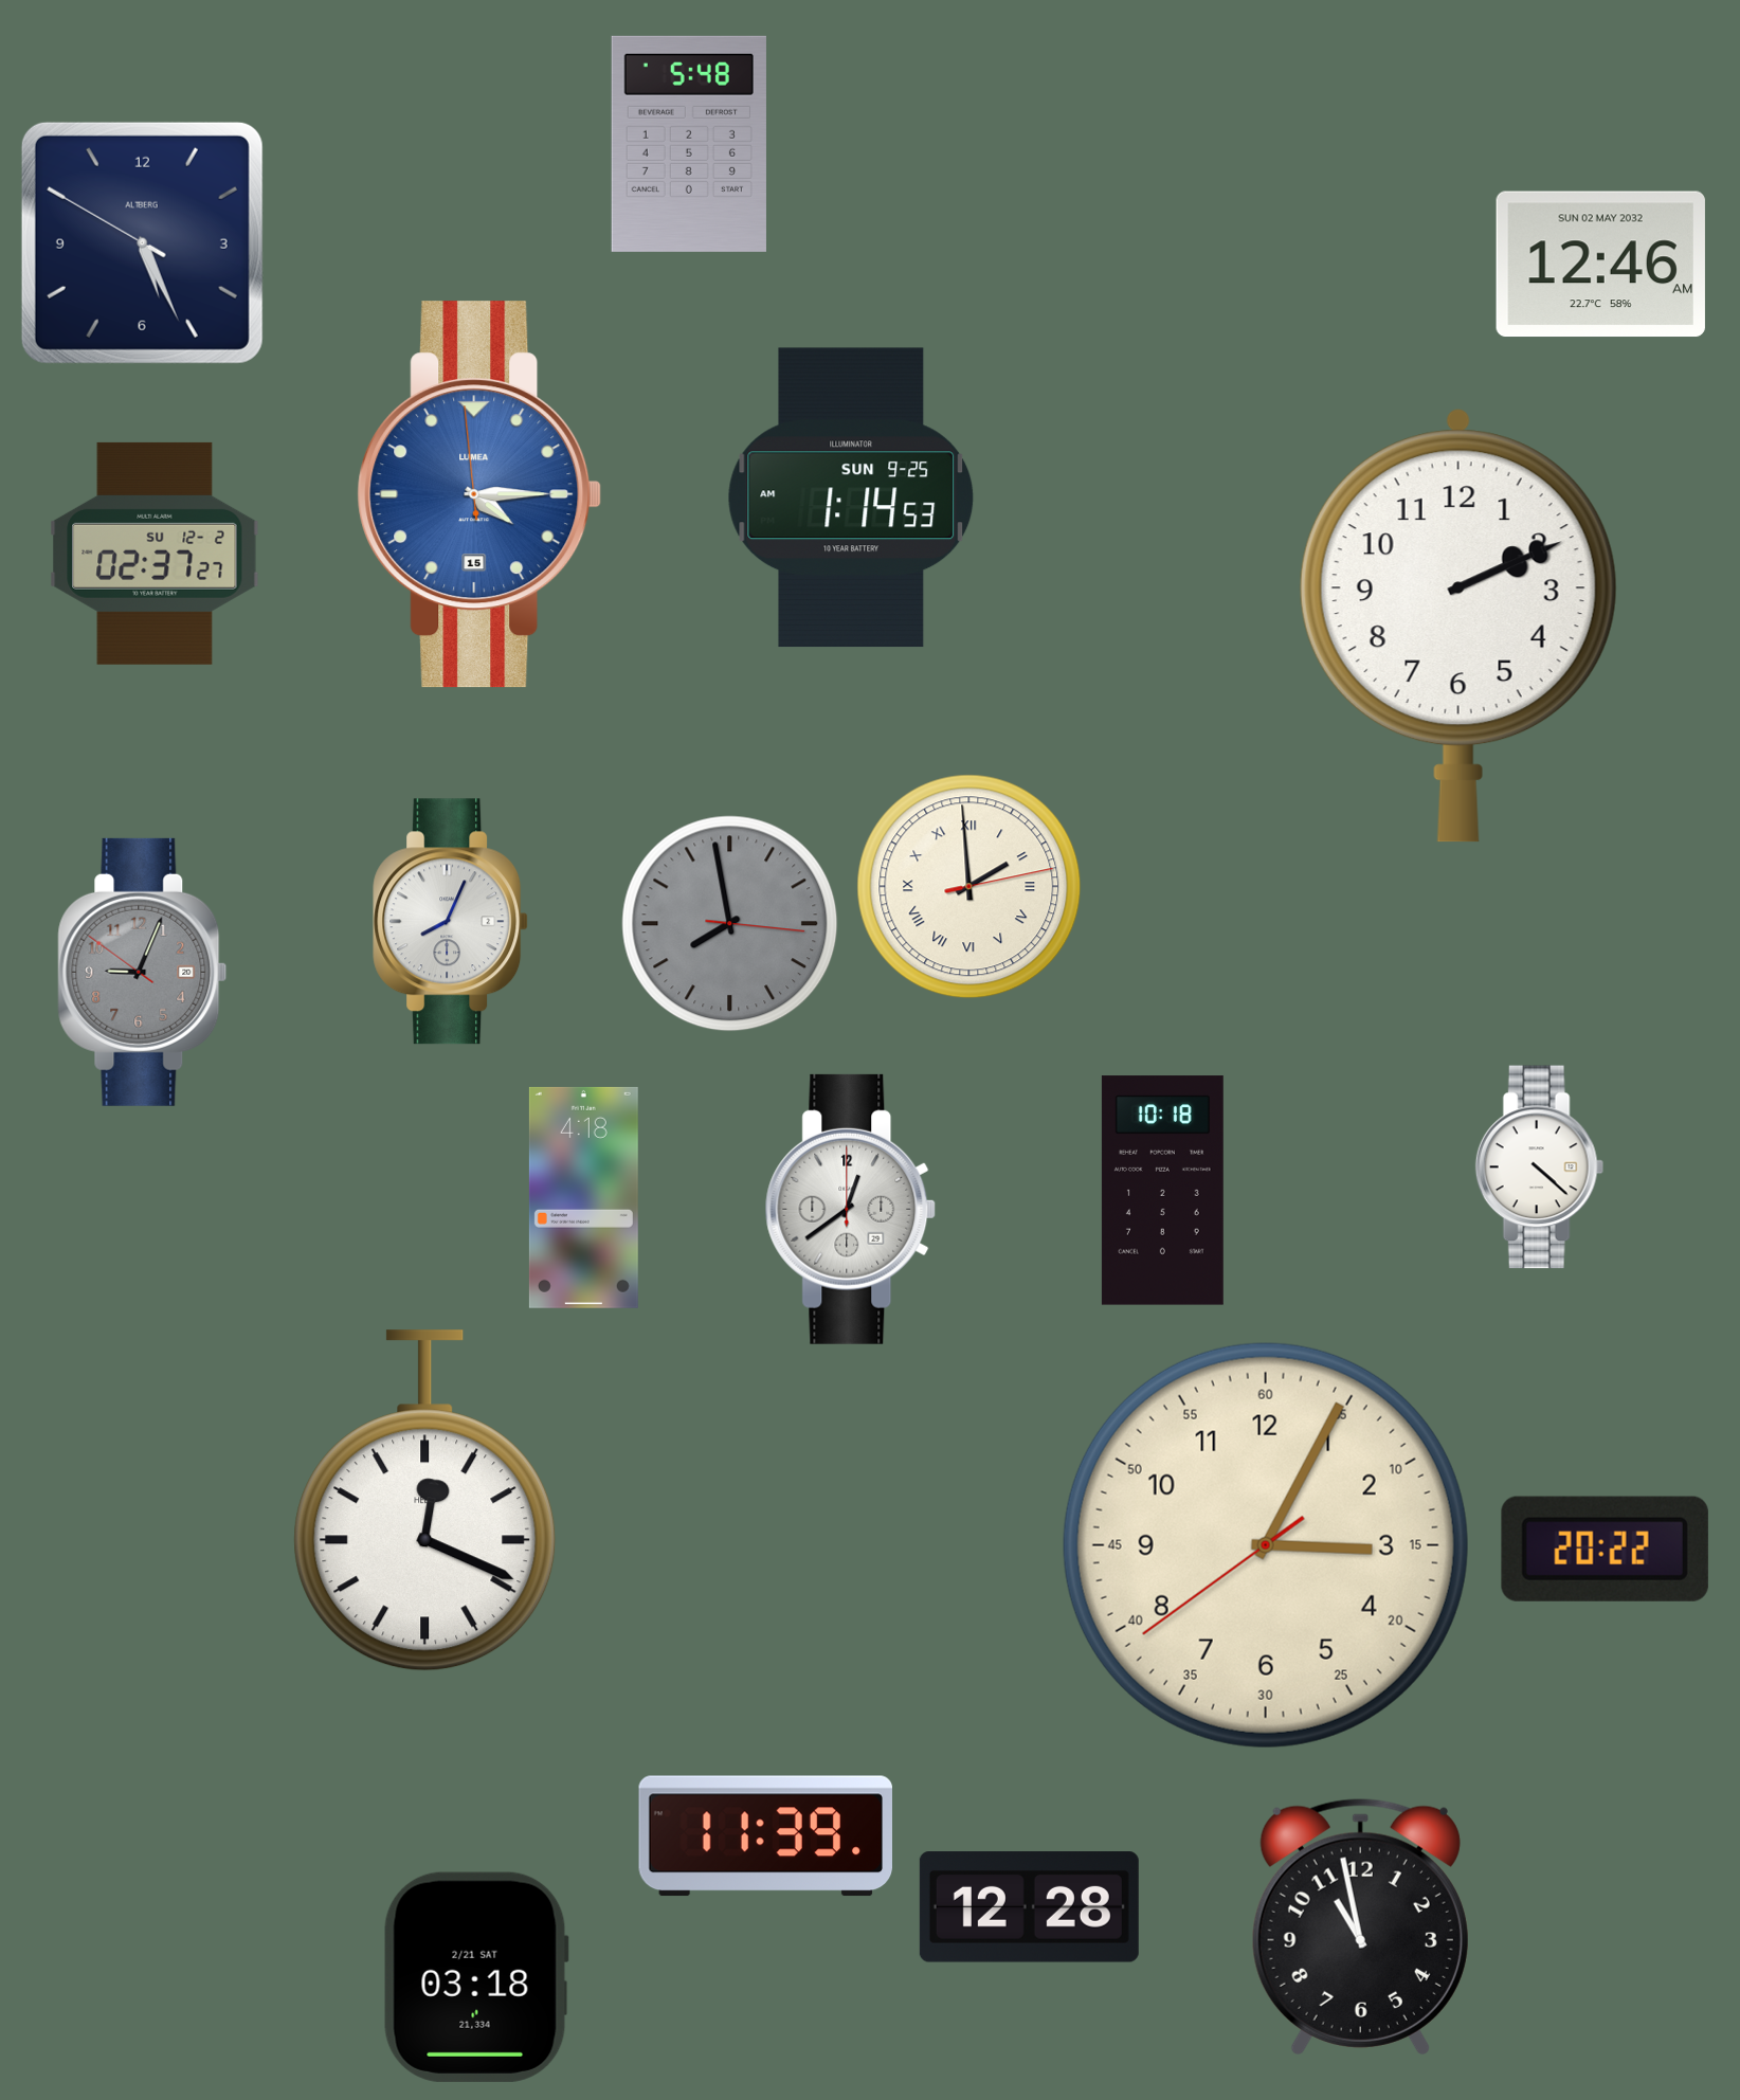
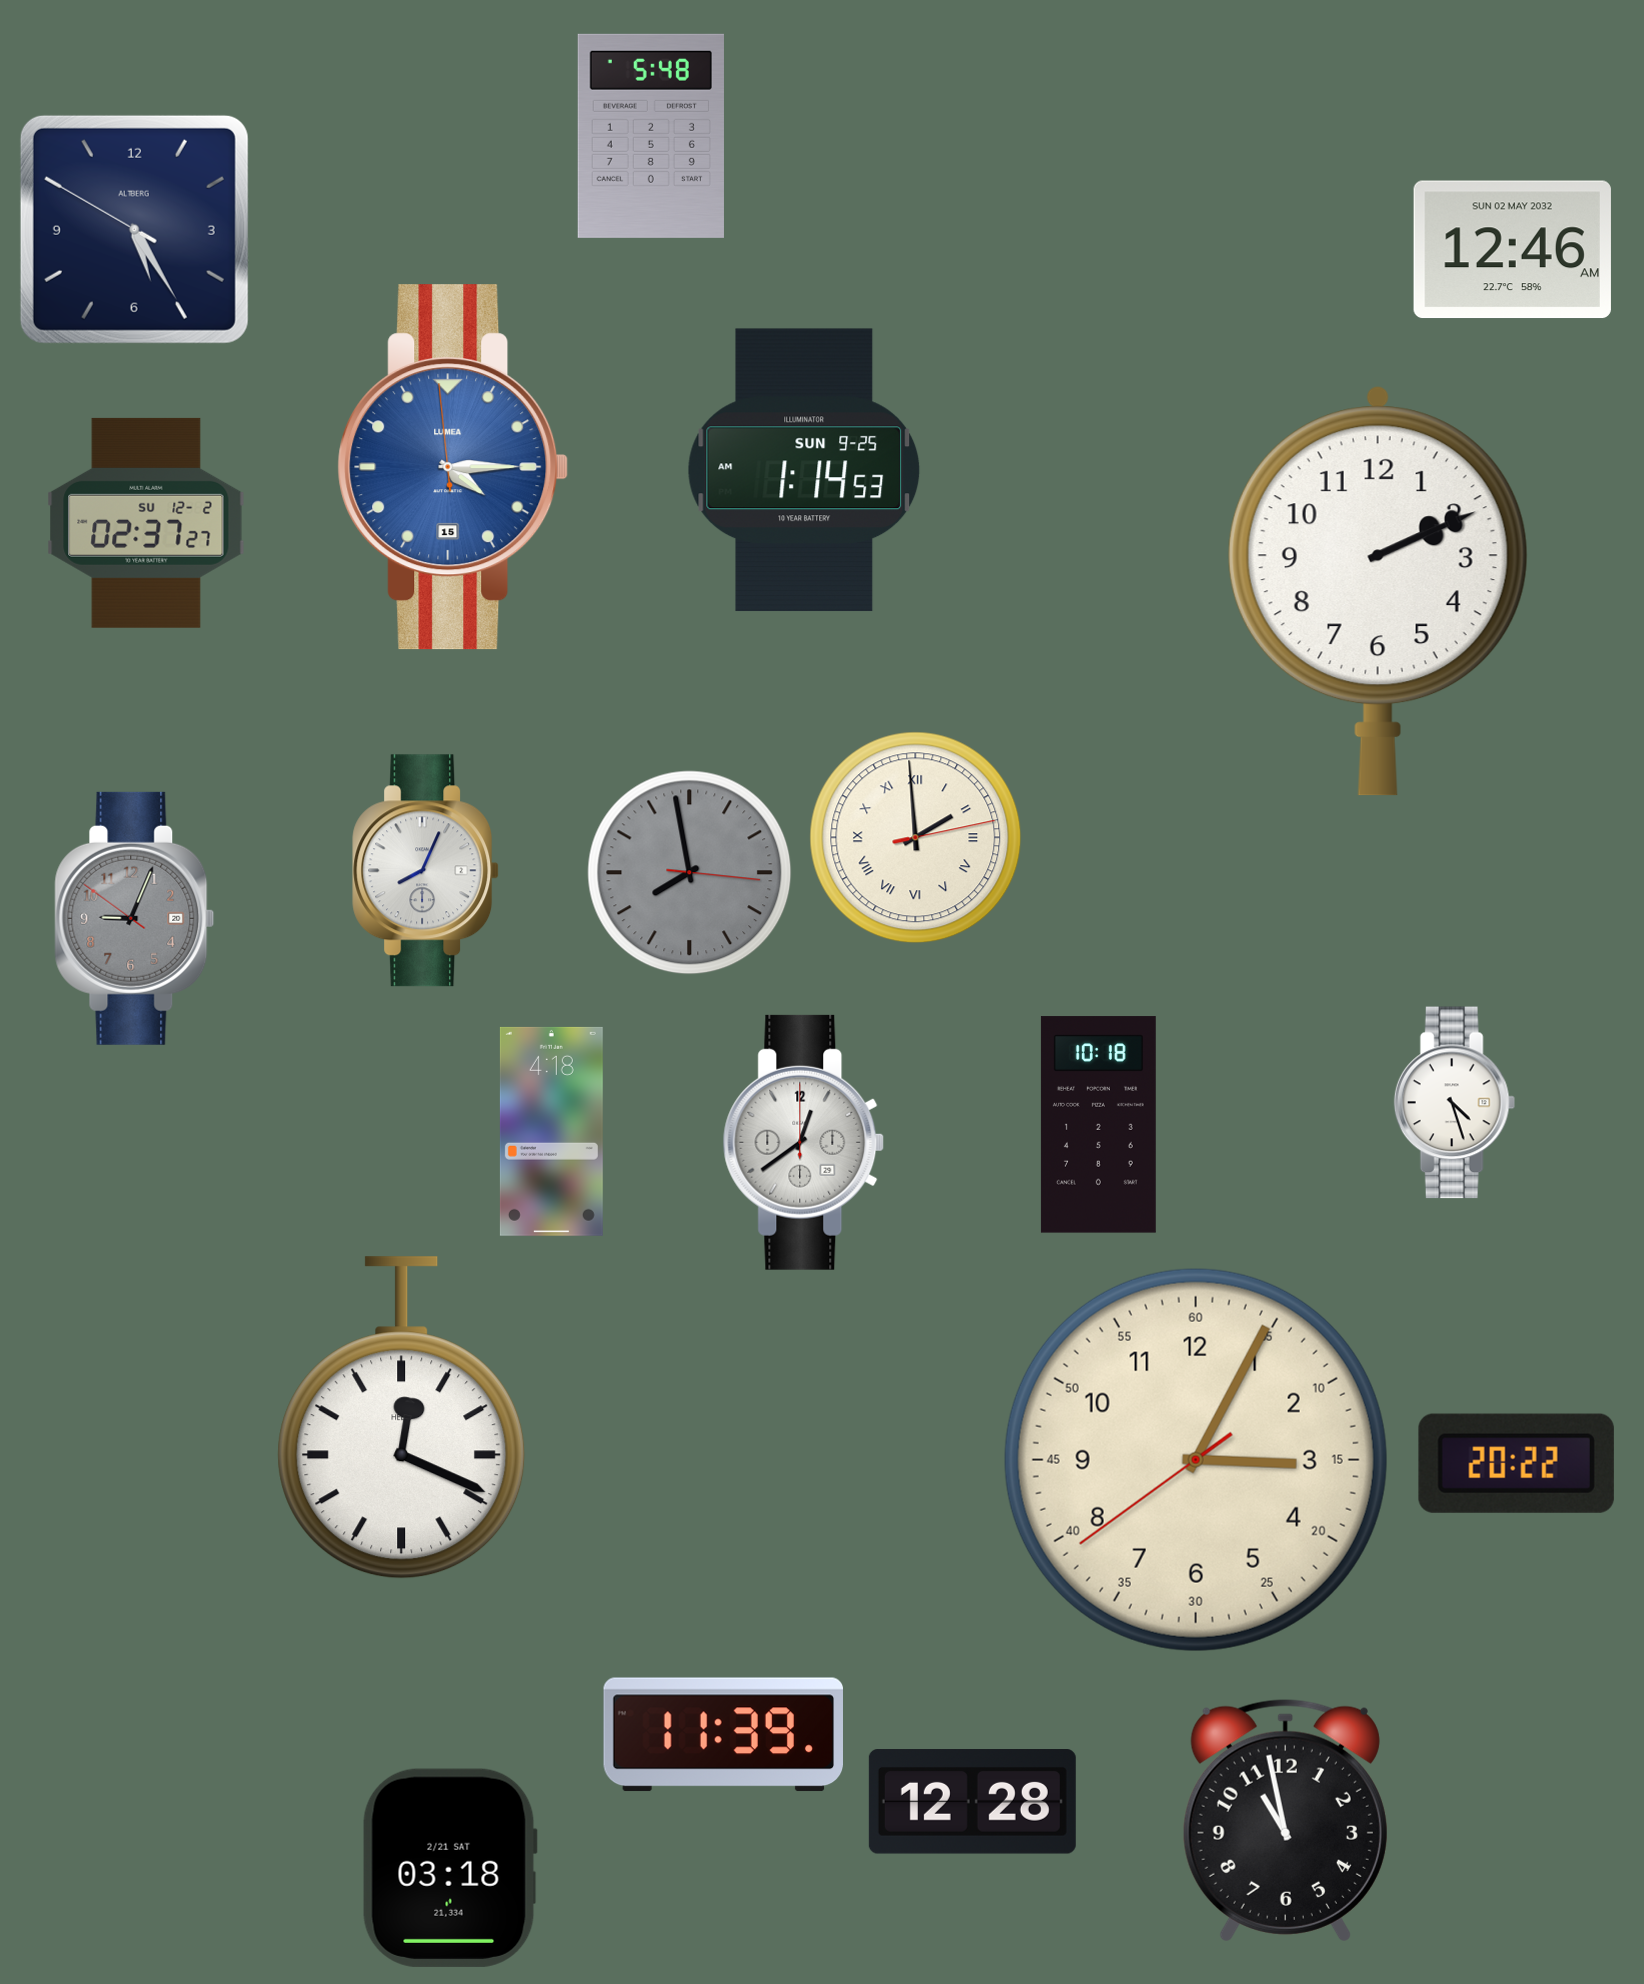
clock at (142, 242): 5:25 -> 5:24
clock at (1539, 1167): 4:22 -> 4:27
